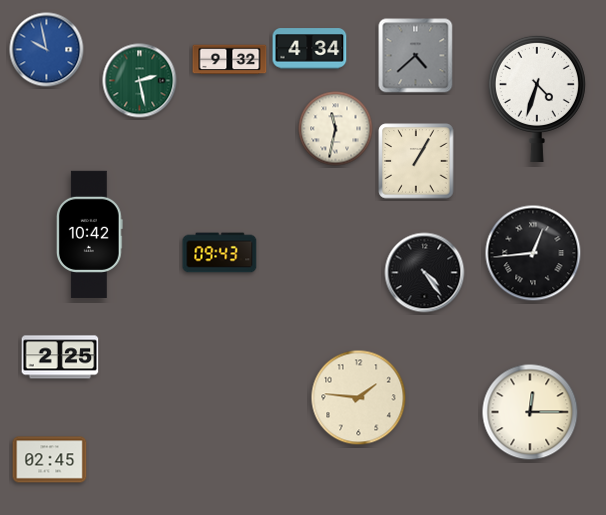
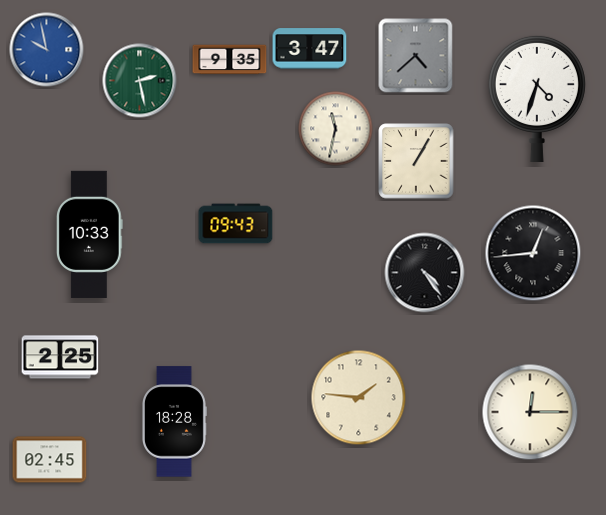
clock at (310, 49): 4:34 -> 3:47
clock at (230, 60): 9:32 -> 9:35
clock at (89, 234): 10:42 -> 10:33
clock at (220, 253) position: (220, 253) -> (236, 224)
clock at (174, 422): none -> 18:28
